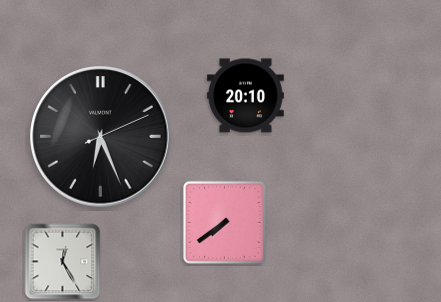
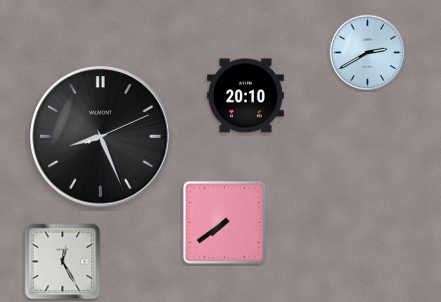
clock at (368, 53): none -> 2:40
clock at (101, 137): 6:26 -> 8:26
